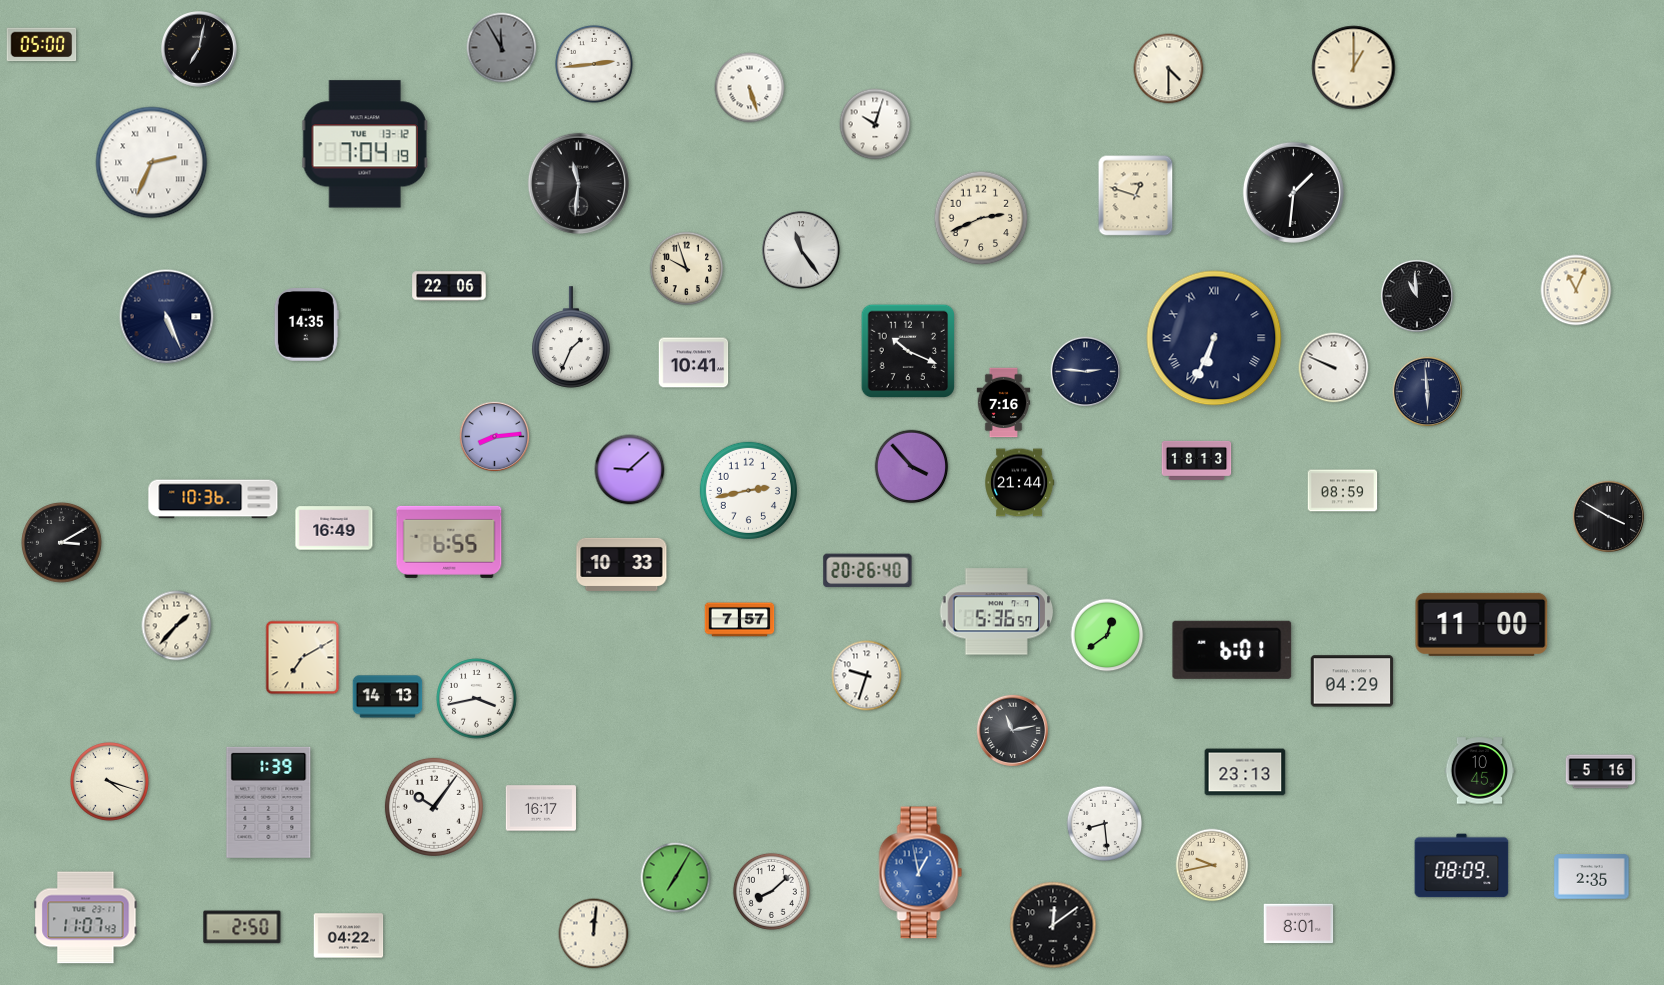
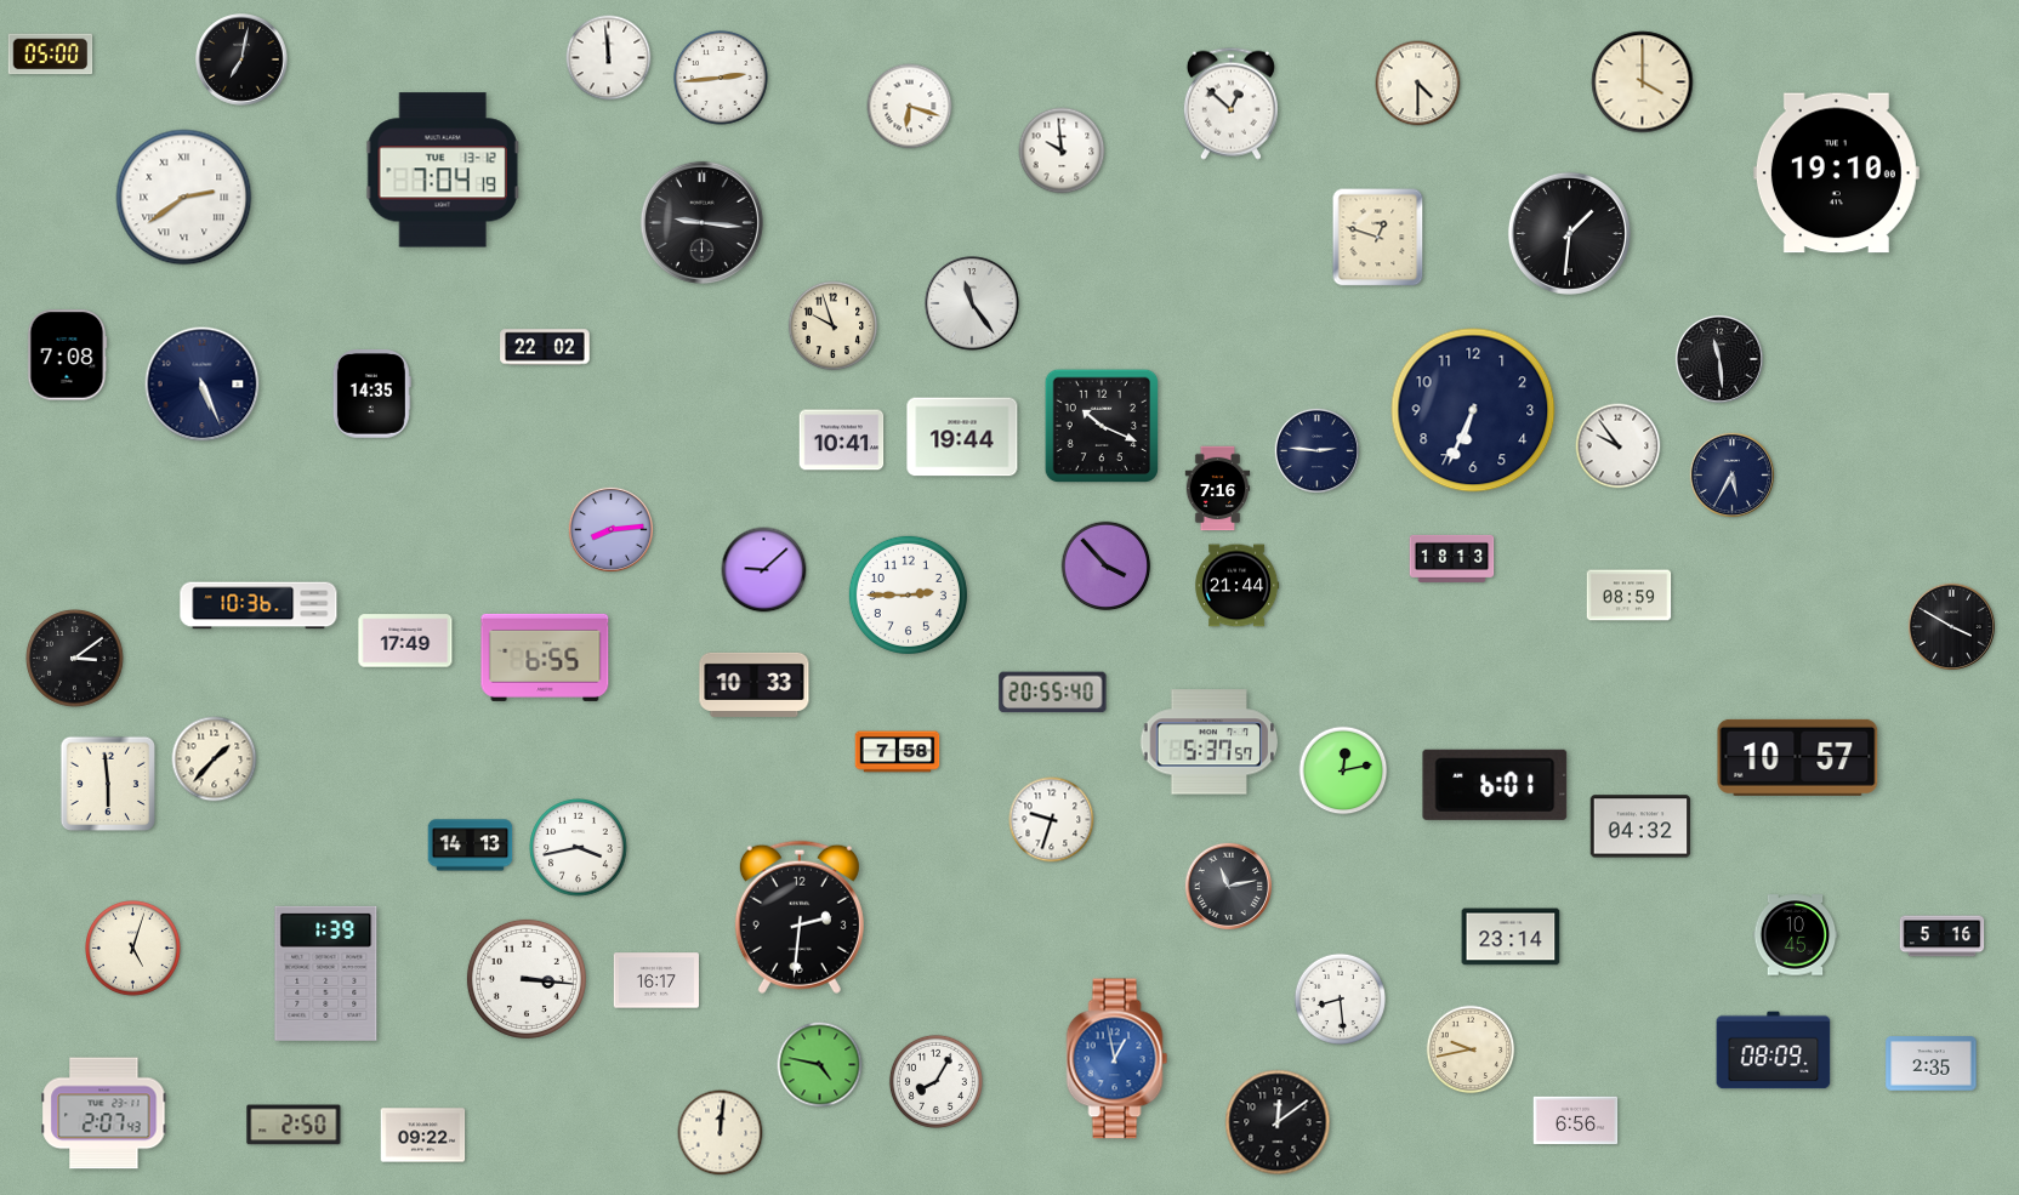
clock at (502, 48): 11:55 -> 11:59
clock at (502, 48) dial: grey -> white
clock at (1354, 68): 1:00 -> 4:00
clock at (1230, 103): none -> 12:52
clock at (750, 88): 5:27 -> 6:18
clock at (875, 124): 10:03 -> 9:59
clock at (1836, 173): none -> 19:10
clock at (365, 144) position: (365, 144) -> (443, 170)
clock at (152, 163): 2:34 -> 2:39
clock at (578, 183): 11:31 -> 9:16
clock at (981, 218): 2:41 -> none
clock at (449, 286): 22:06 -> 22:02
clock at (1576, 290): 11:04 -> none
clock at (67, 355): none -> 7:08
clock at (1417, 296): 10:59 -> 11:29
clock at (572, 337): 1:34 -> none
clock at (1214, 338) numerals: Roman -> Arabic
clock at (962, 437): none -> 19:44
clock at (1334, 368): 9:49 -> 9:54
clock at (1428, 392): 5:59 -> 5:35
clock at (495, 437) position: (495, 437) -> (612, 530)
clock at (748, 490): 2:43 -> 2:45
clock at (334, 528): 16:49 -> 17:49
clock at (62, 543): 3:10 -> 3:09
clock at (868, 571): 20:26 -> 20:55
clock at (997, 612): 5:36 -> 5:37
clock at (740, 620): 7:57 -> 7:58
clock at (1482, 624): 11:00 -> 10:57
clock at (1107, 635): 12:39 -> 12:13
clock at (108, 784): none -> 5:59
clock at (1232, 650) position: (1232, 650) -> (1495, 785)
clock at (303, 658): 7:10 -> none
clock at (1352, 681): 04:29 -> 04:32
clock at (800, 917): none -> 2:31
clock at (1245, 772): 23:13 -> 23:14
clock at (110, 782): 4:18 -> 5:03
clock at (434, 807): 10:06 -> 3:16
clock at (676, 878): 7:05 -> 4:47
clock at (771, 891): 8:08 -> 8:05
clock at (86, 918): 11:07 -> 2:07
clock at (1299, 924): 8:01 -> 6:56
clock at (349, 936): 04:22 -> 09:22
